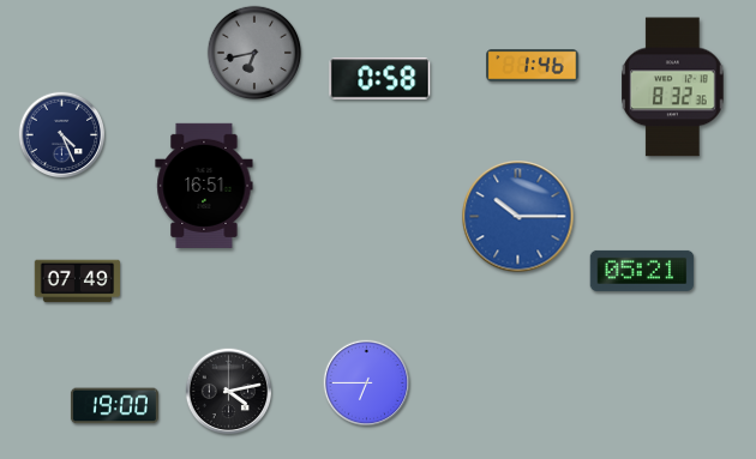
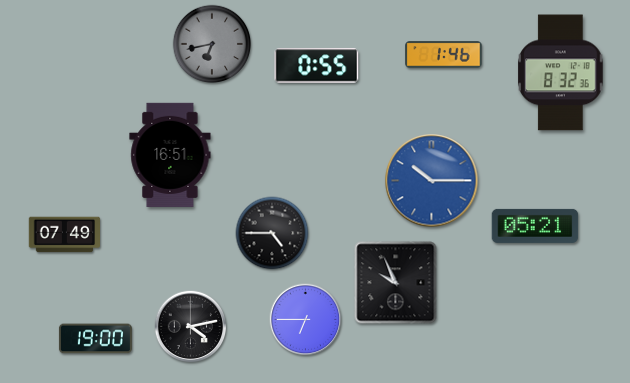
clock at (380, 79): 0:58 -> 0:55
clock at (62, 135): 4:26 -> none
clock at (272, 233): none -> 4:45
clock at (396, 283): none -> 9:56
